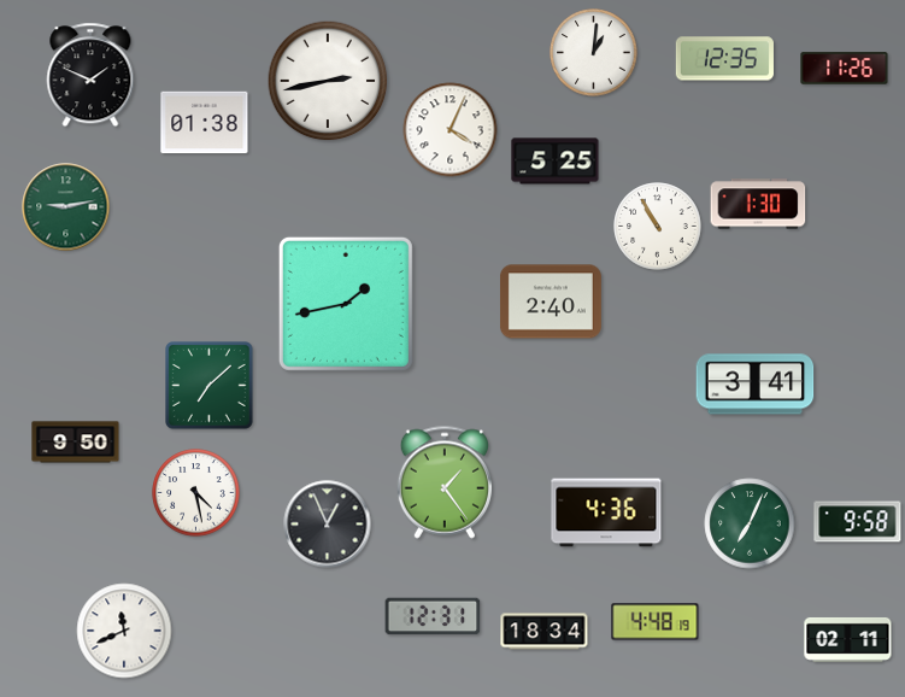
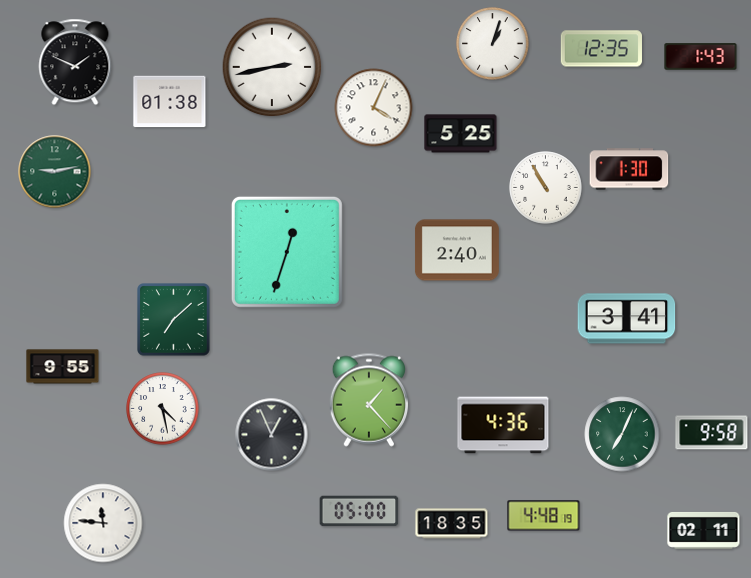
clock at (594, 53): 1:01 -> 1:03
clock at (845, 69): 11:26 -> 1:43
clock at (346, 304): 1:43 -> 12:33
clock at (76, 443): 9:50 -> 9:55
clock at (443, 482): 1:24 -> 1:23
clock at (433, 616): 12:31 -> 05:00
clock at (124, 631): 11:41 -> 11:46
clock at (545, 632): 18:34 -> 18:35
